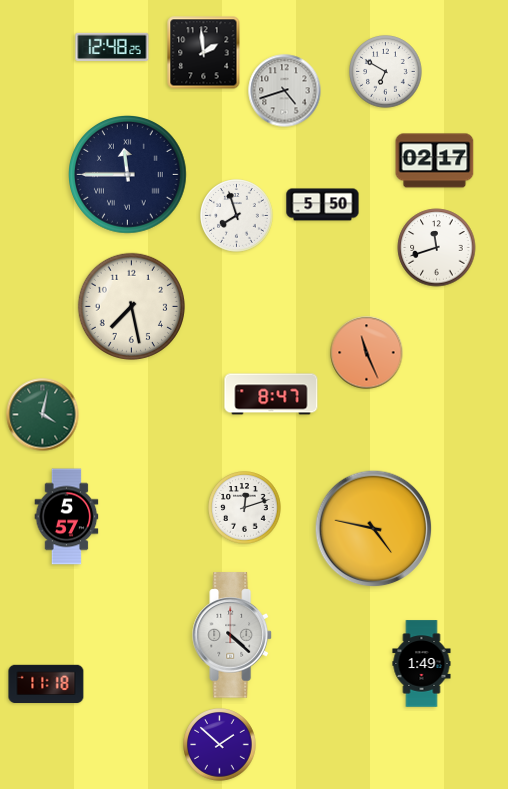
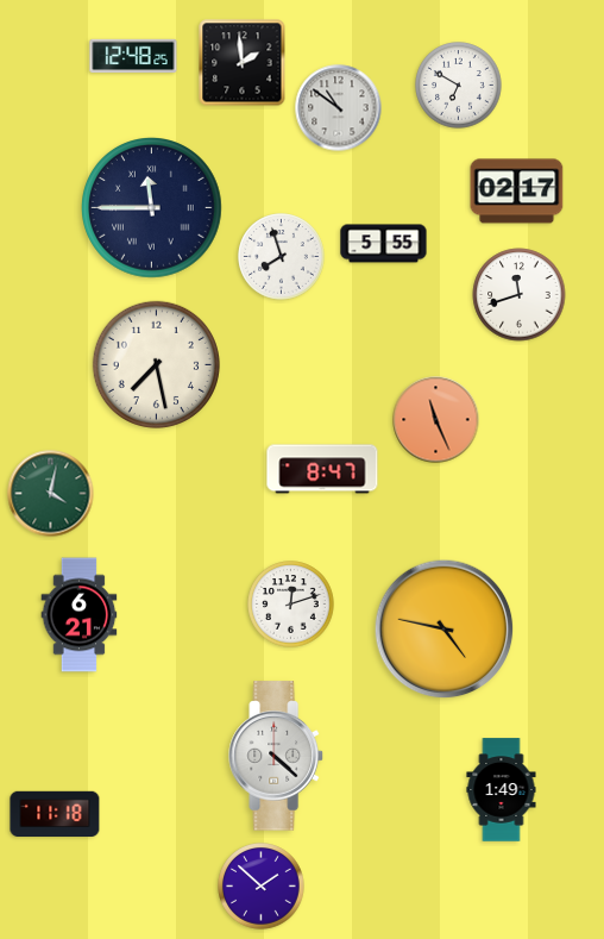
clock at (285, 91): 4:42 -> 10:51
clock at (323, 205): 5:50 -> 5:55
clock at (67, 517): 5:57 -> 6:21
